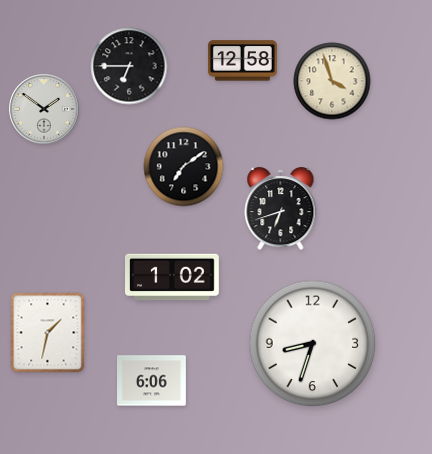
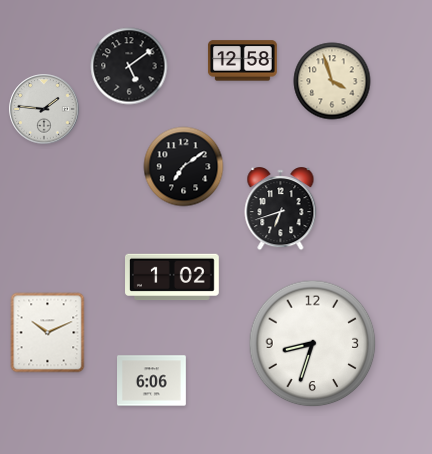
clock at (129, 66): 6:45 -> 5:09
clock at (44, 109): 1:51 -> 1:46
clock at (48, 333): 1:32 -> 10:11
